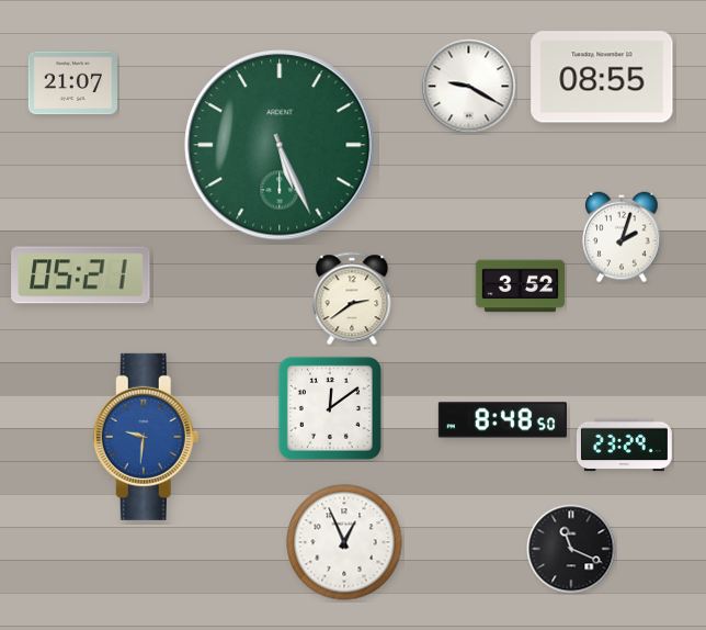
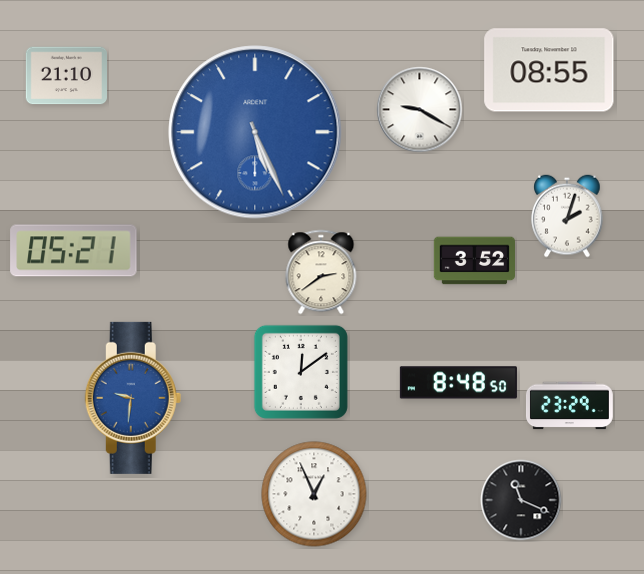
clock at (72, 83): 21:07 -> 21:10
clock at (469, 87) position: (469, 87) -> (420, 110)
clock at (280, 145) dial: green -> blue
